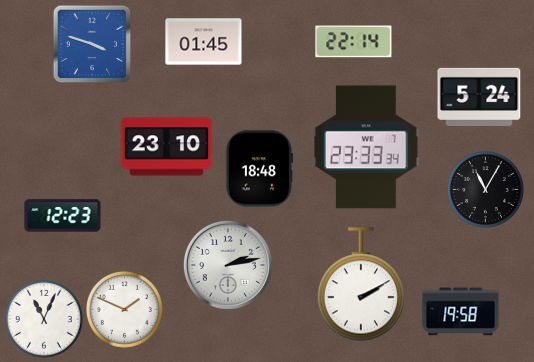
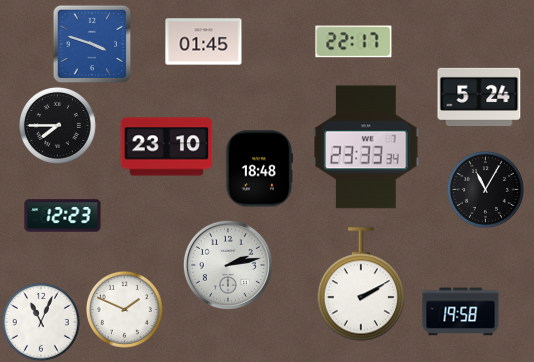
clock at (354, 42): 22:14 -> 22:17
clock at (57, 125): none -> 7:45
clock at (44, 319) position: (44, 319) -> (41, 322)
